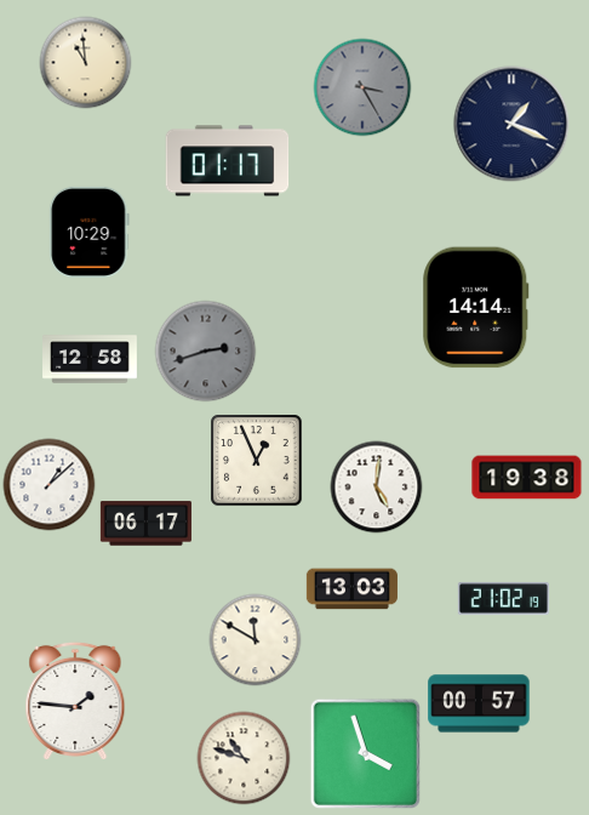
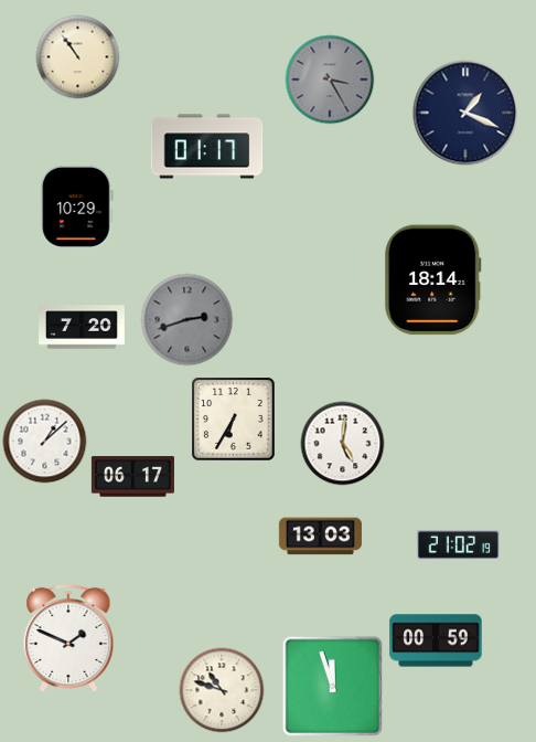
clock at (86, 63): 10:59 -> 10:54
clock at (90, 232) position: (90, 232) -> (77, 206)
clock at (476, 308): 14:14 -> 18:14
clock at (91, 359): 12:58 -> 7:20
clock at (257, 461): 12:56 -> 6:35
clock at (527, 478): 19:38 -> none
clock at (256, 640): 11:50 -> none
clock at (75, 701): 1:46 -> 1:49
clock at (479, 703): 00:57 -> 00:59
clock at (365, 753): 3:57 -> 11:57
